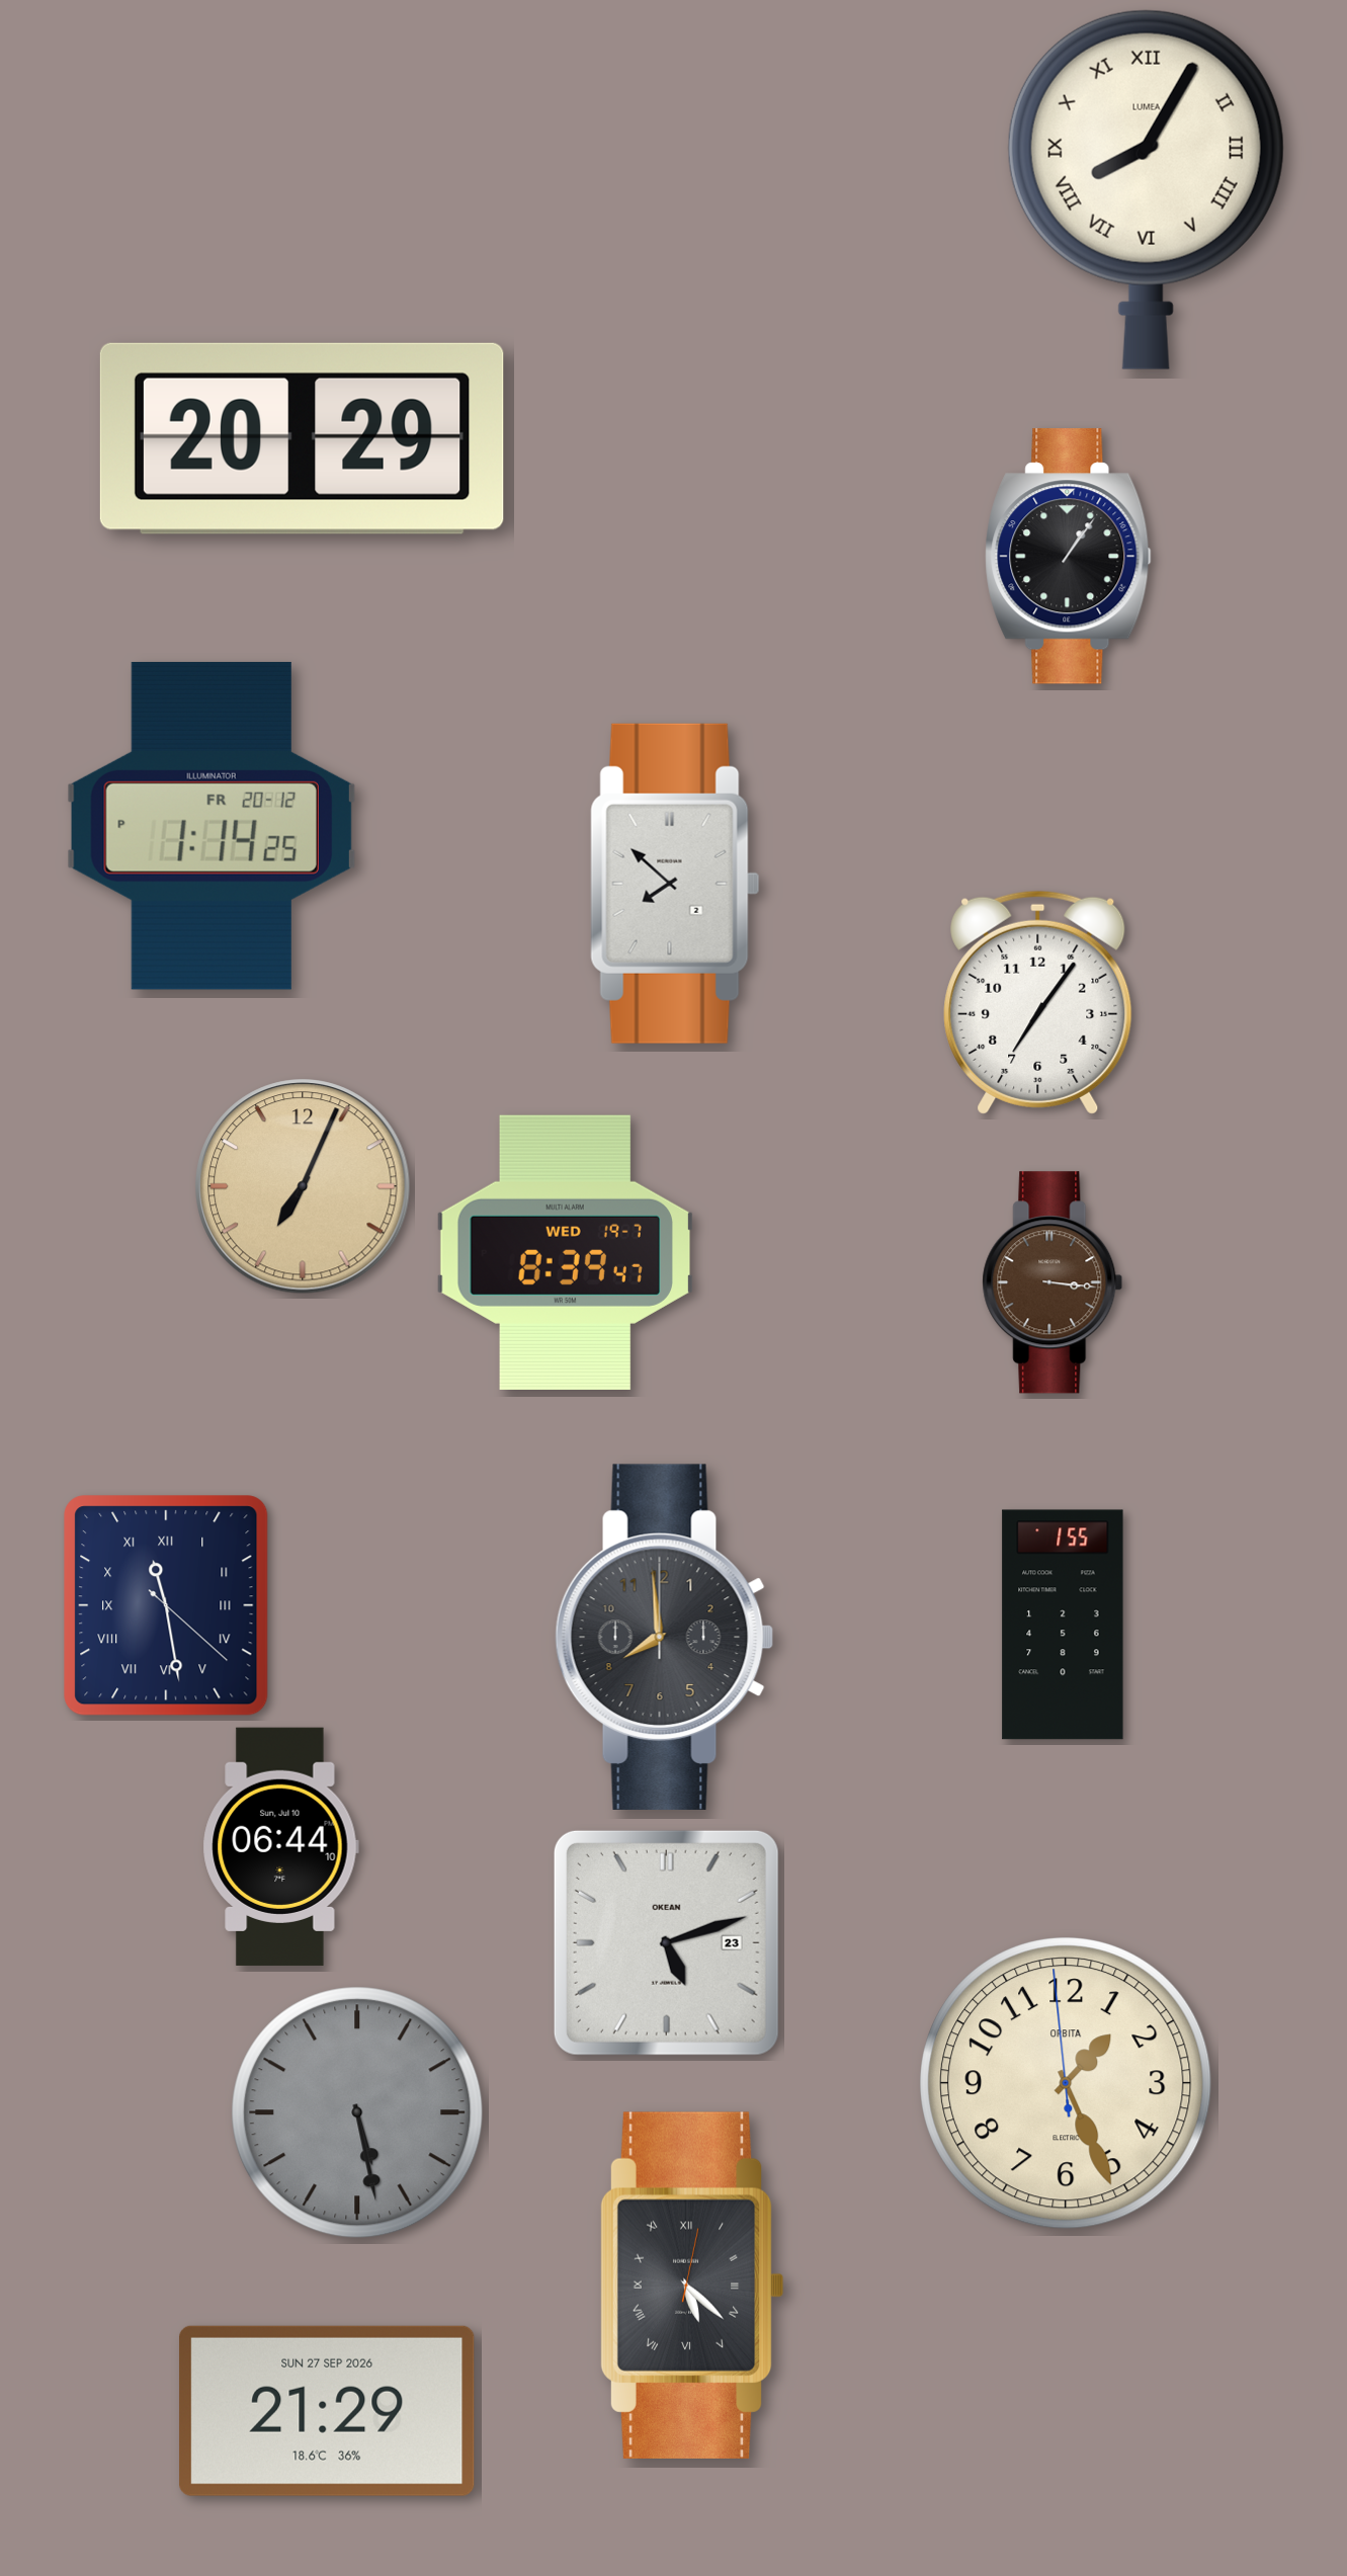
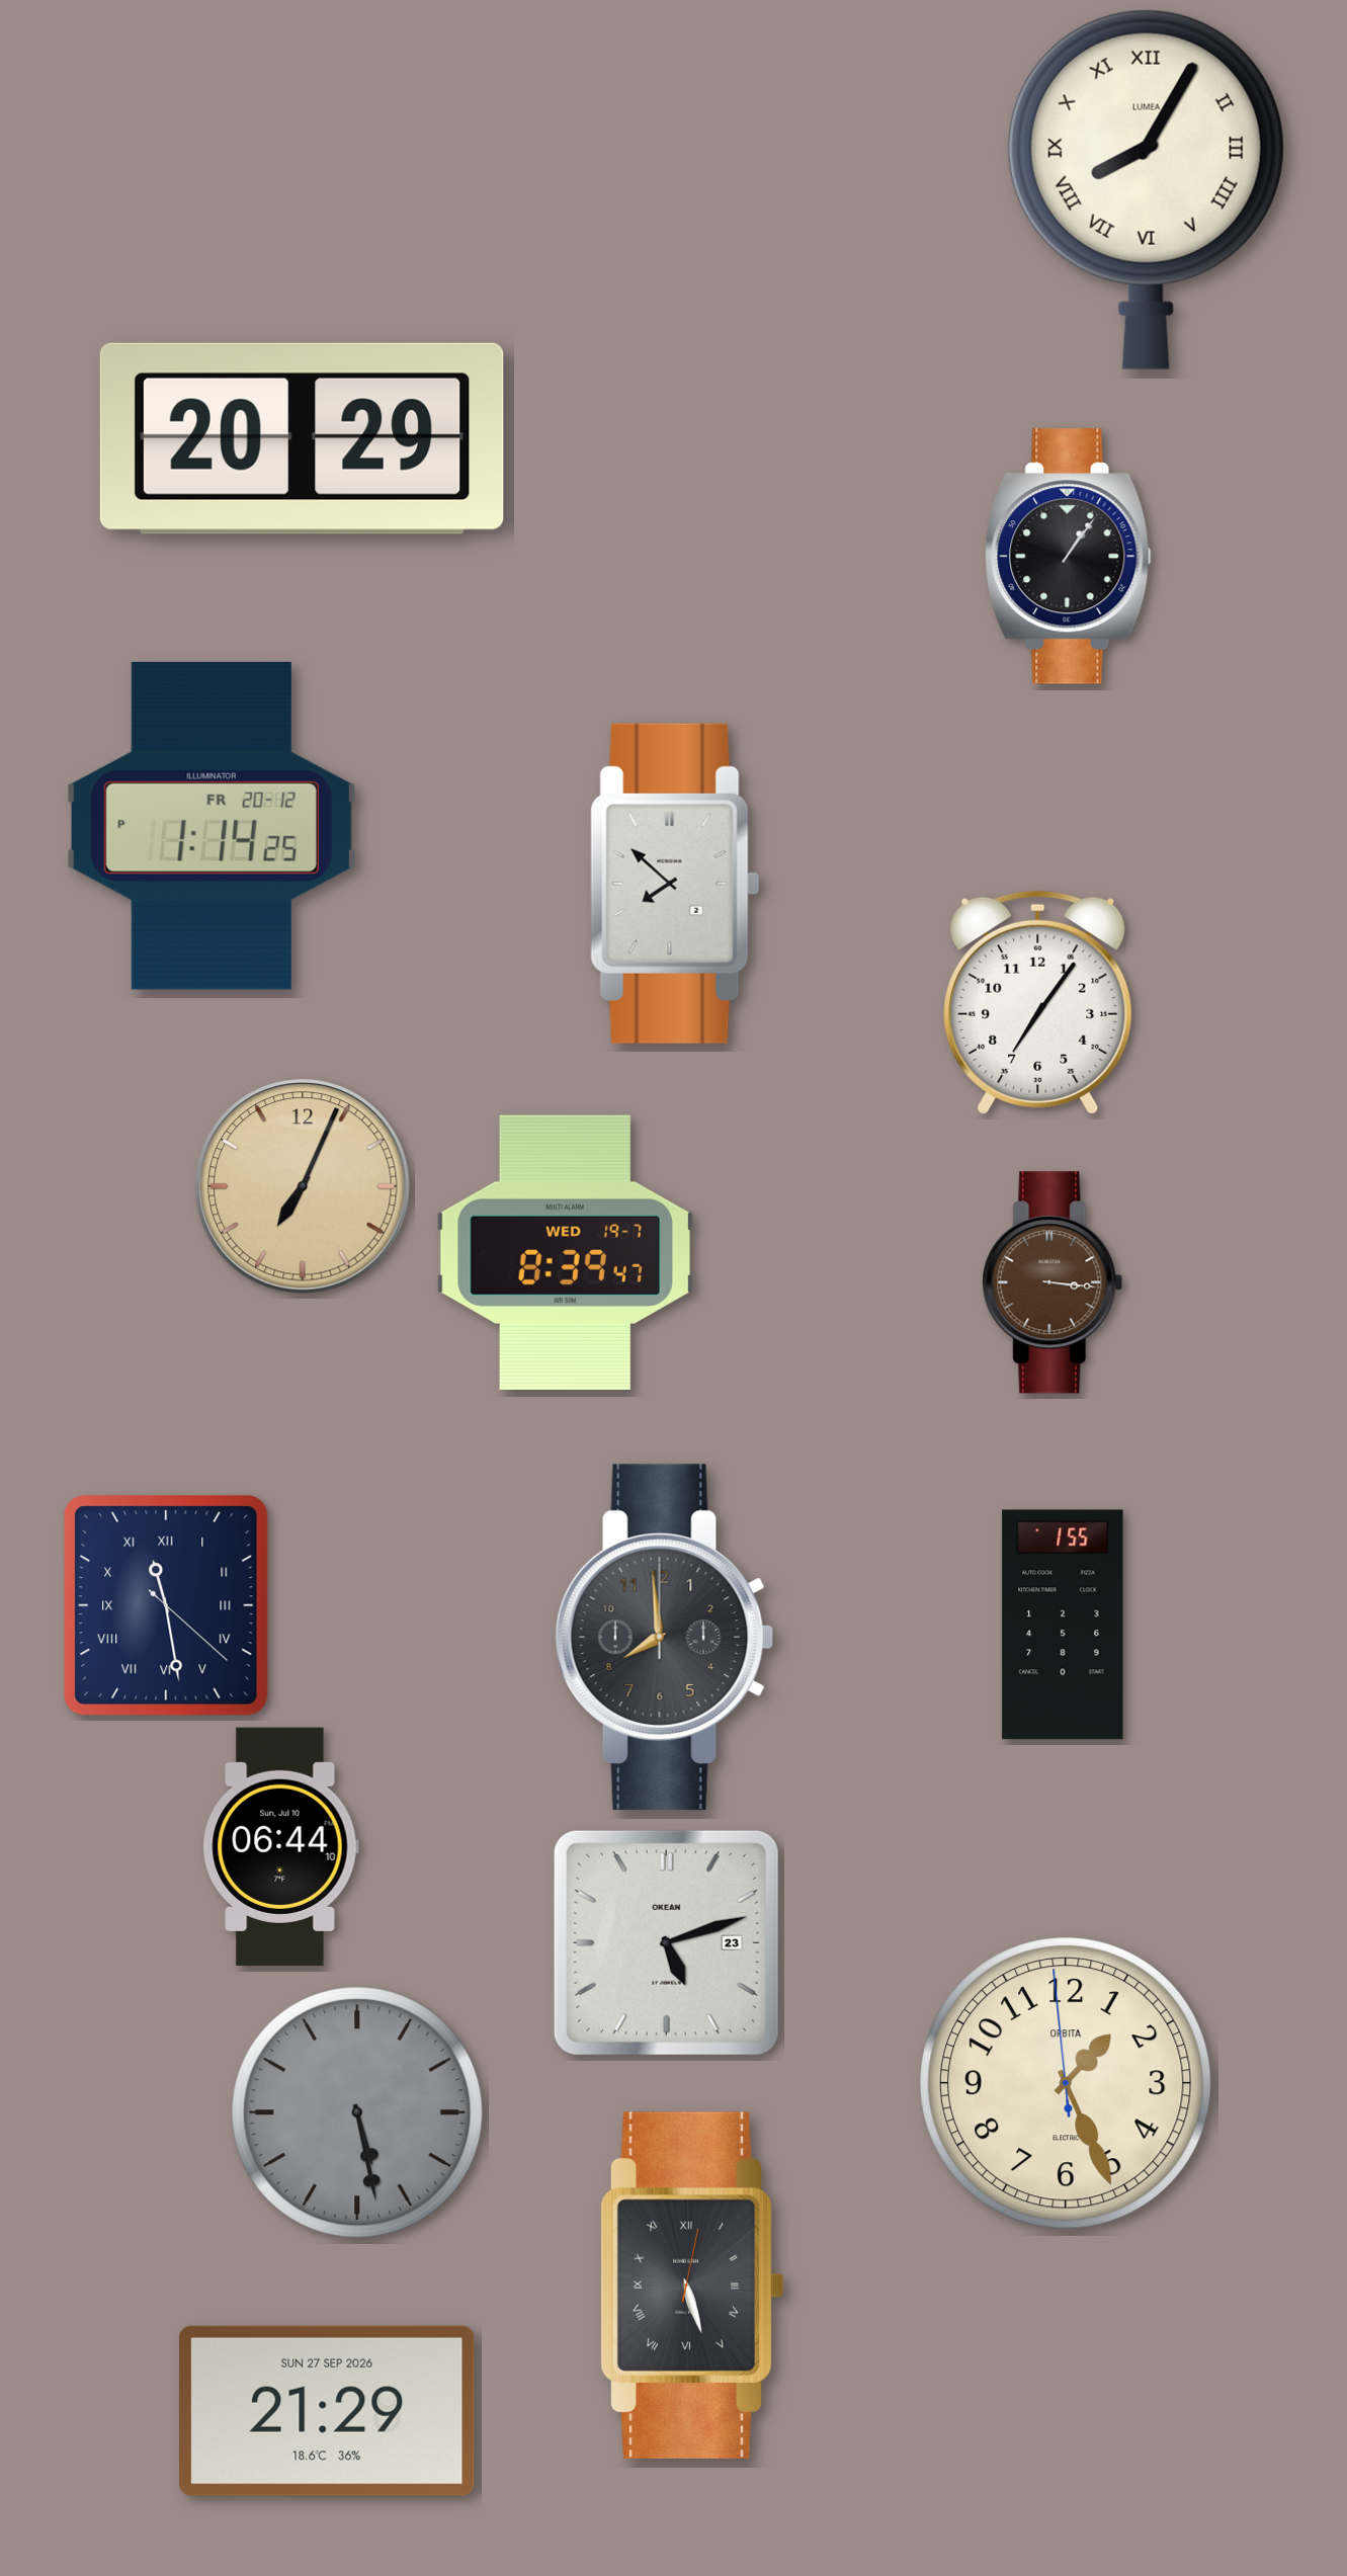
clock at (692, 2286): 5:22 -> 5:27
